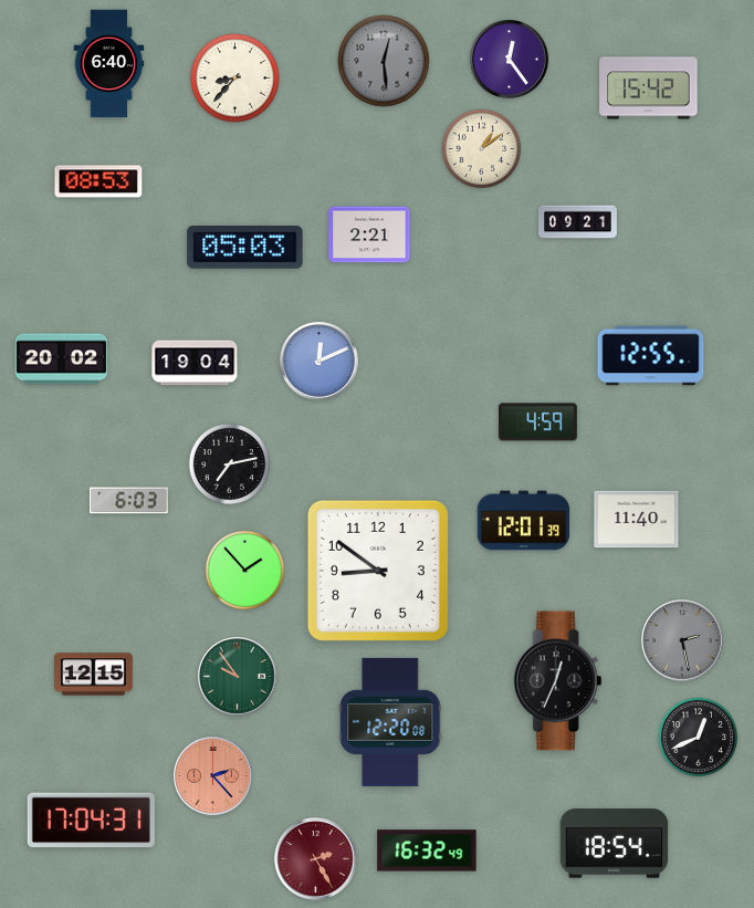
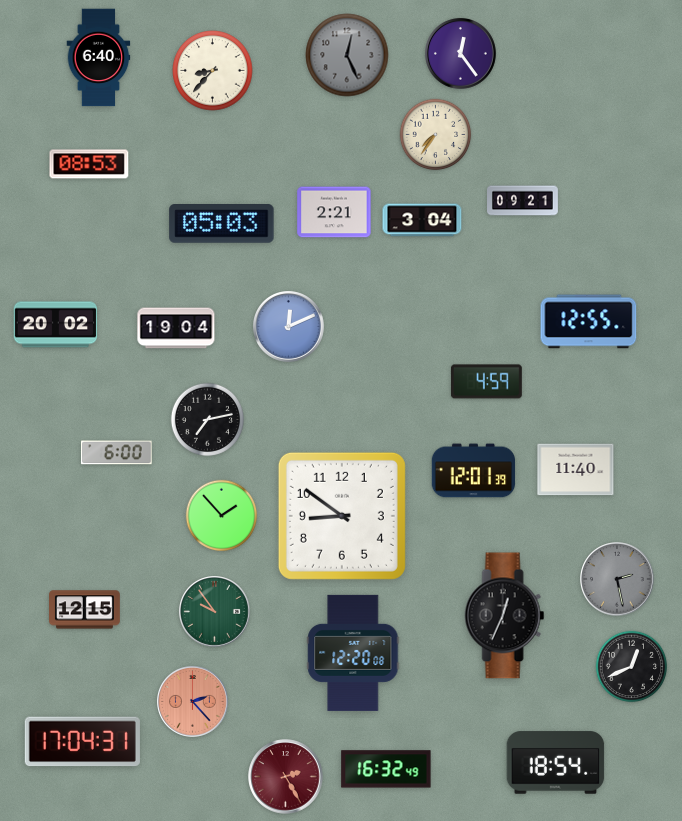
clock at (384, 61): 12:29 -> 12:26
clock at (649, 88): 15:42 -> none
clock at (482, 149): 1:09 -> 7:36
clock at (422, 220): none -> 3:04
clock at (128, 501): 6:03 -> 6:00
